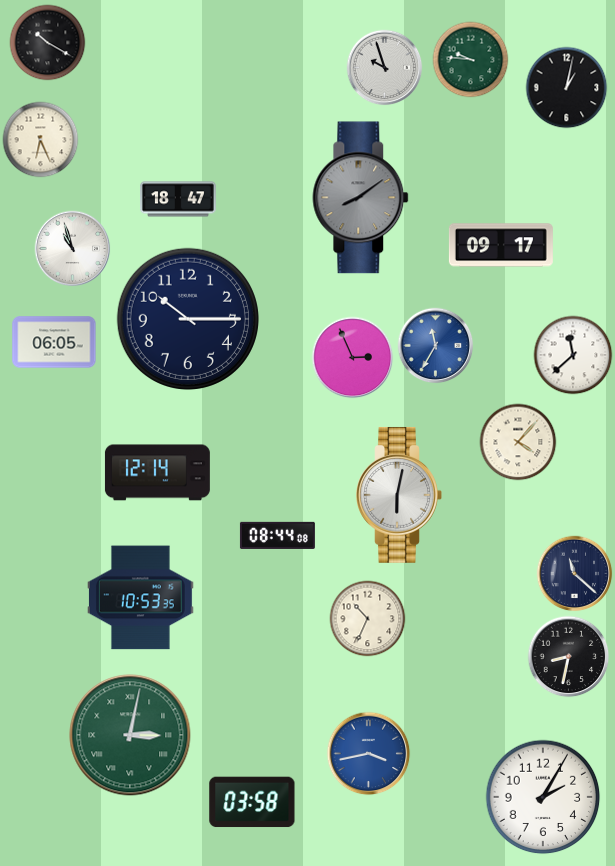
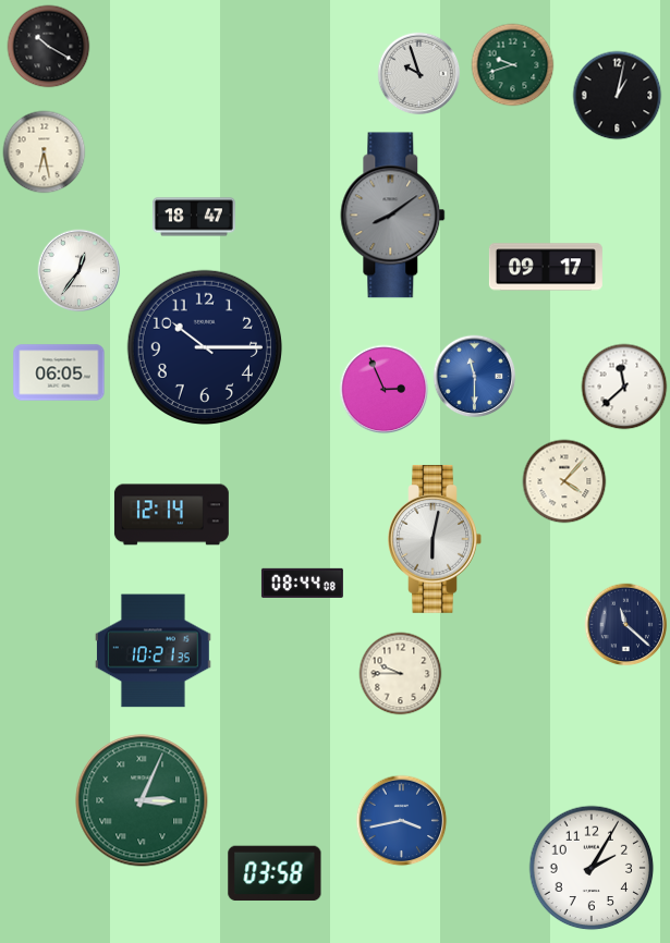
clock at (48, 43) position: (48, 43) -> (49, 47)
clock at (471, 60): 9:46 -> 9:42
clock at (41, 140): 6:26 -> 6:28
clock at (73, 249): 10:57 -> 12:36
clock at (436, 346): 11:35 -> 11:30
clock at (141, 598): 10:53 -> 10:21
clock at (368, 619): 10:34 -> 9:45
clock at (569, 657): 8:32 -> none
clock at (130, 735): 3:02 -> 3:04
